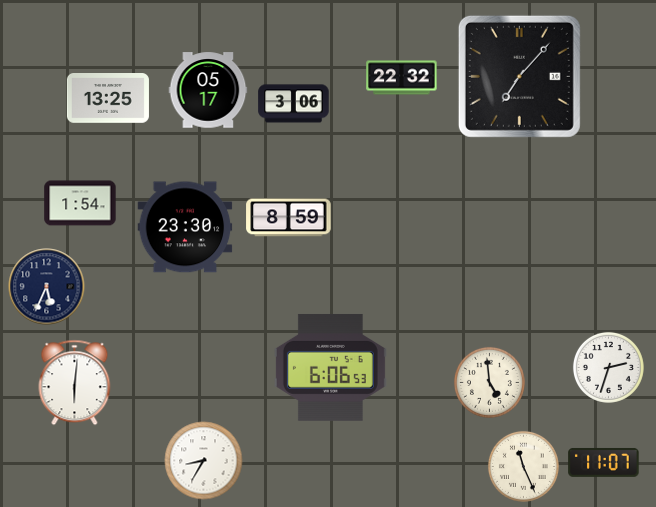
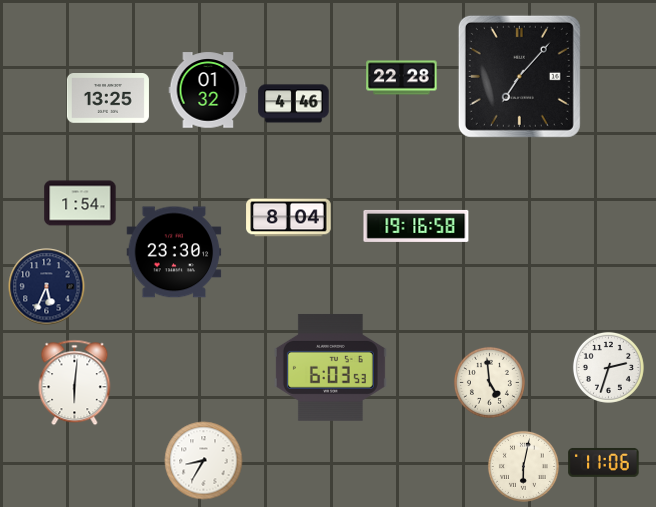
clock at (402, 78): 22:32 -> 22:28
clock at (208, 90): 05:17 -> 01:32
clock at (294, 104): 3:06 -> 4:46
clock at (289, 218): 8:59 -> 8:04
clock at (416, 226): none -> 19:16
clock at (185, 227) position: (185, 227) -> (174, 252)
clock at (330, 367): 6:06 -> 6:03
clock at (604, 462): 11:07 -> 11:06
clock at (523, 466): 11:26 -> 6:02
